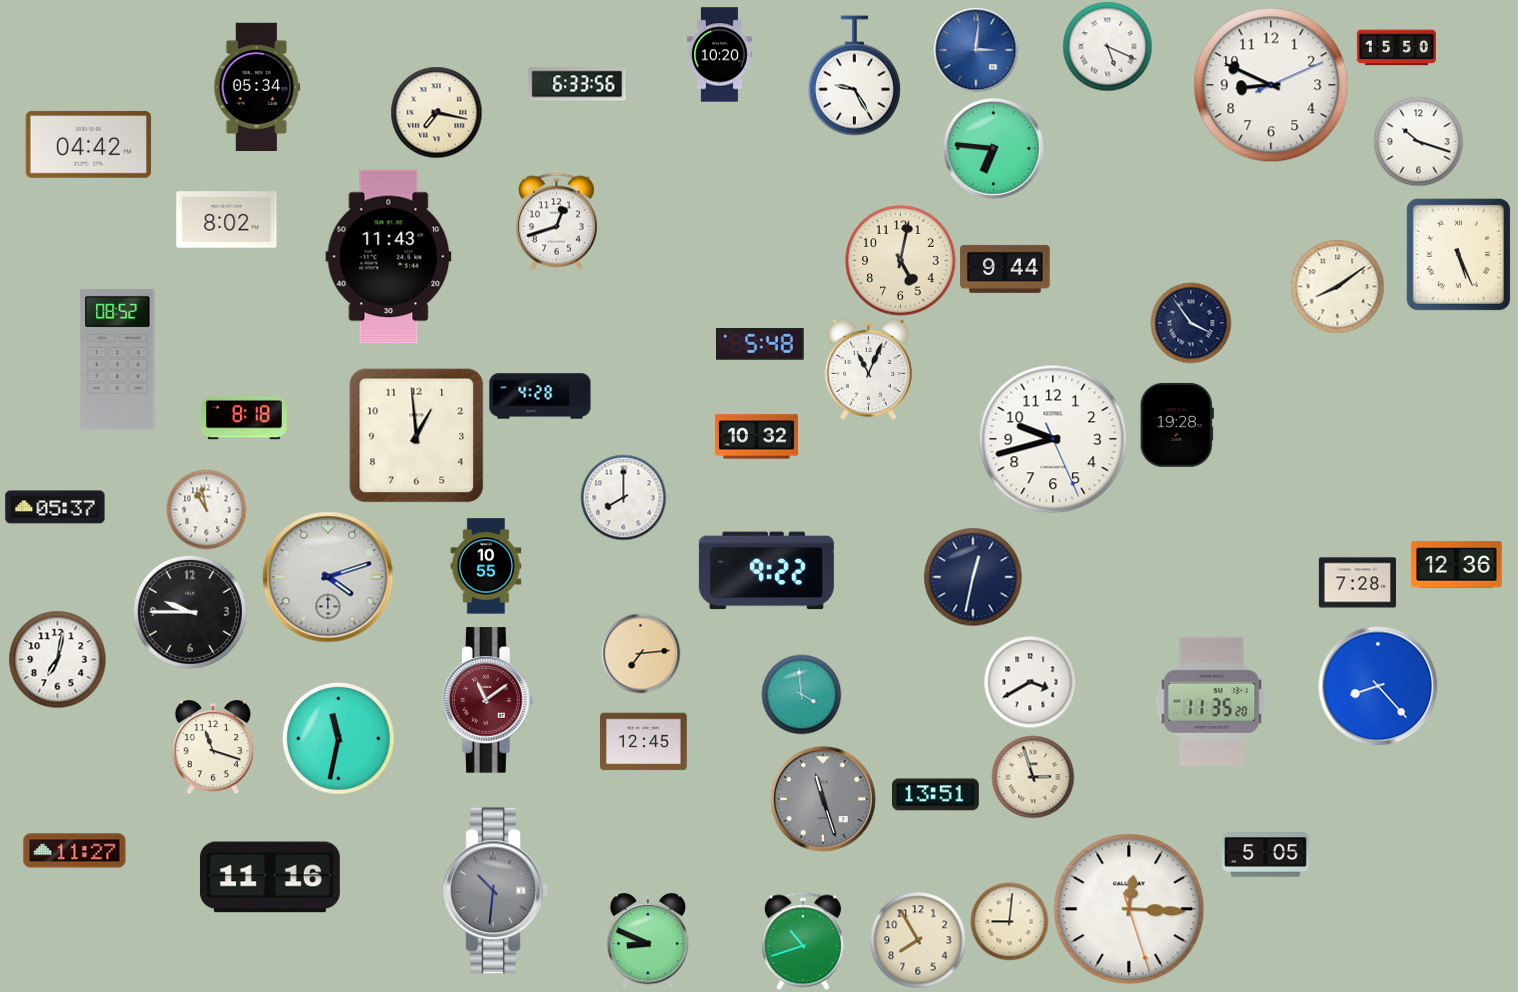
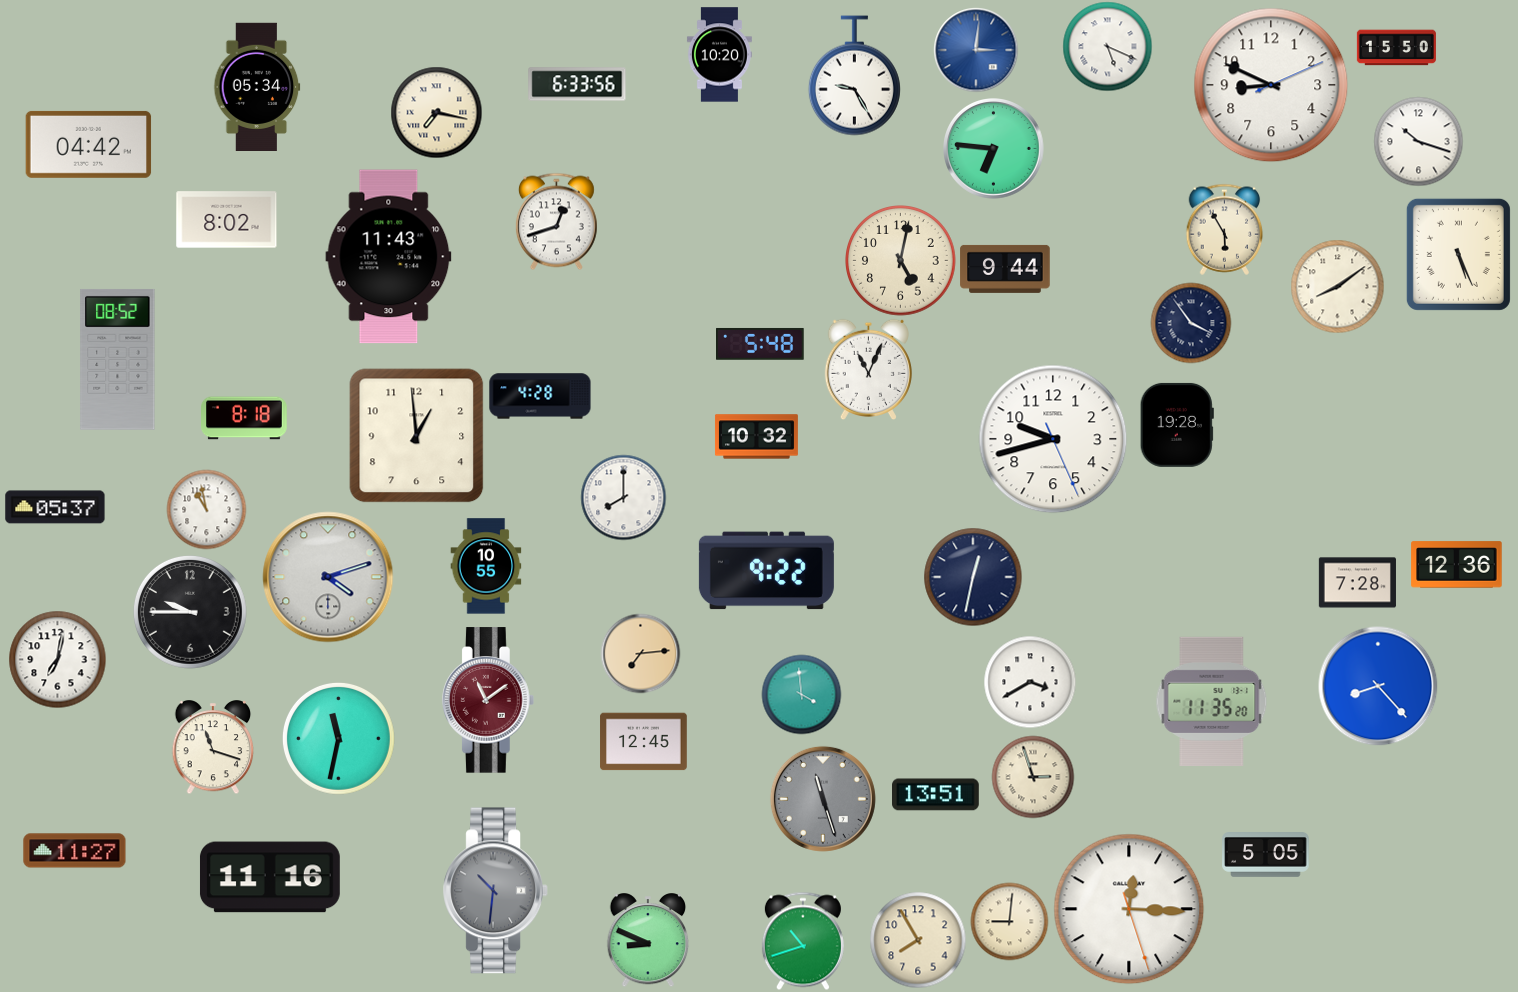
clock at (1225, 229): none -> 5:55
